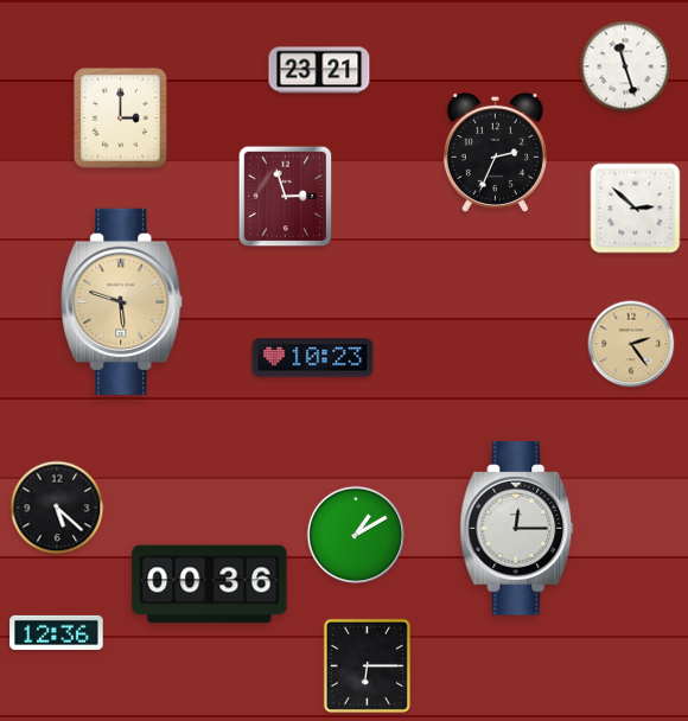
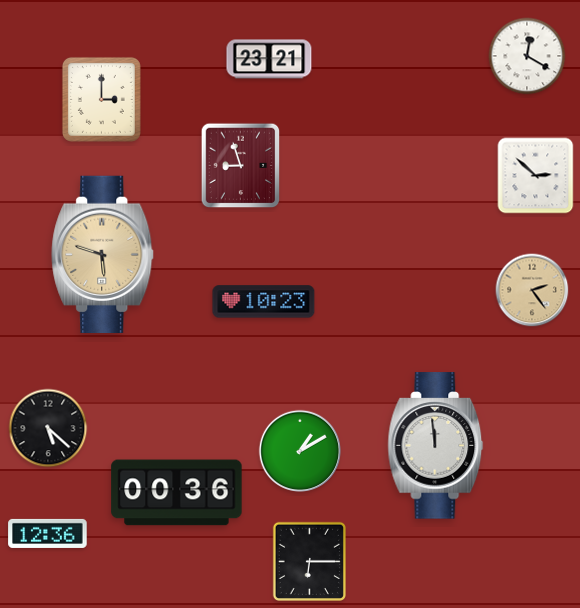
clock at (625, 66): 11:27 -> 12:20
clock at (495, 152): 2:34 -> none
clock at (286, 197): 2:57 -> 8:57
clock at (517, 529): 12:15 -> 11:59
